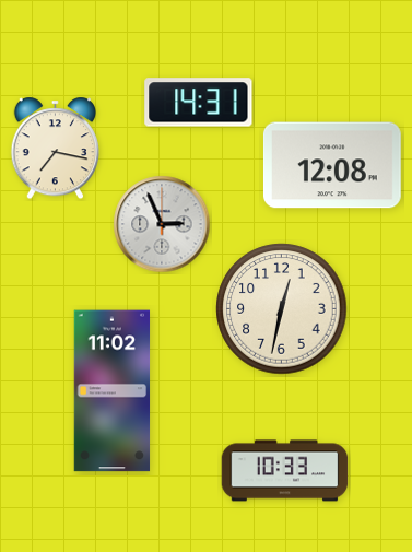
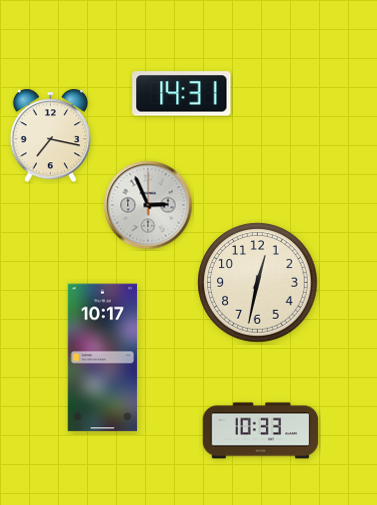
clock at (332, 165): 12:08 -> none
clock at (113, 391): 11:02 -> 10:17
